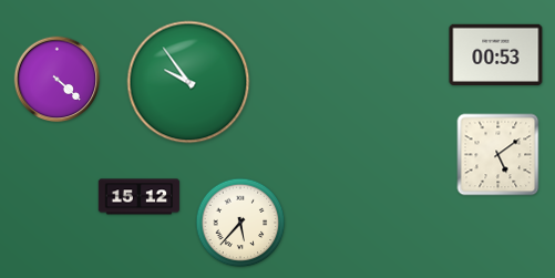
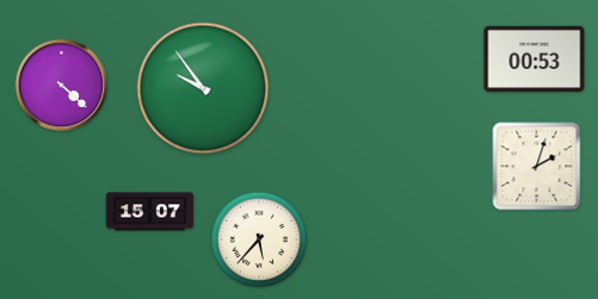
clock at (499, 155): 5:09 -> 2:03
clock at (140, 197): 15:12 -> 15:07
